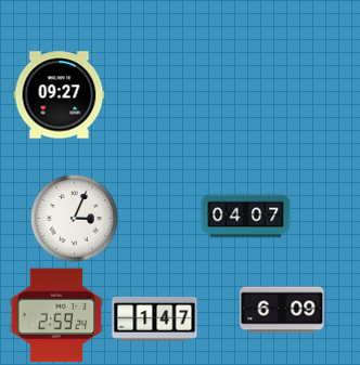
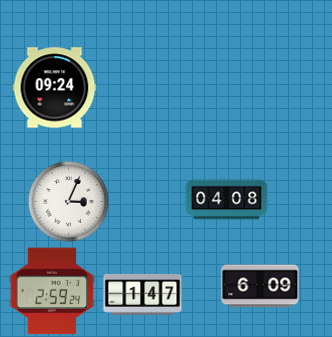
clock at (60, 95): 09:27 -> 09:24
clock at (246, 217): 04:07 -> 04:08
